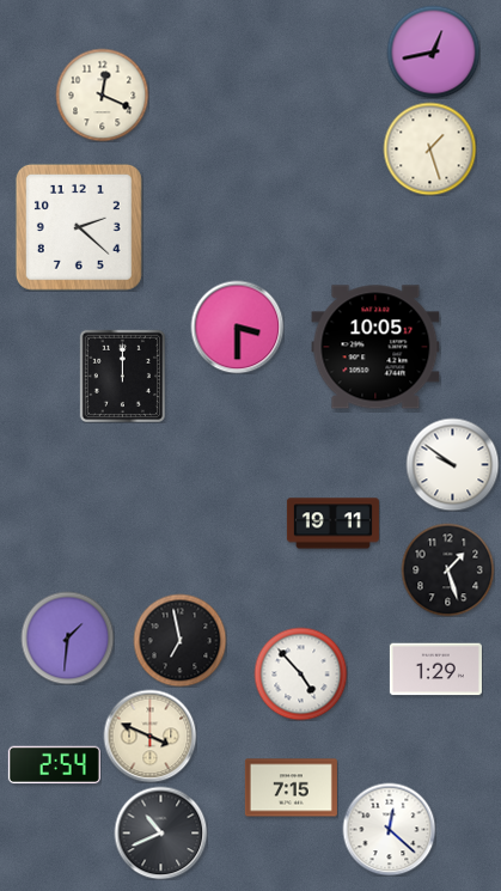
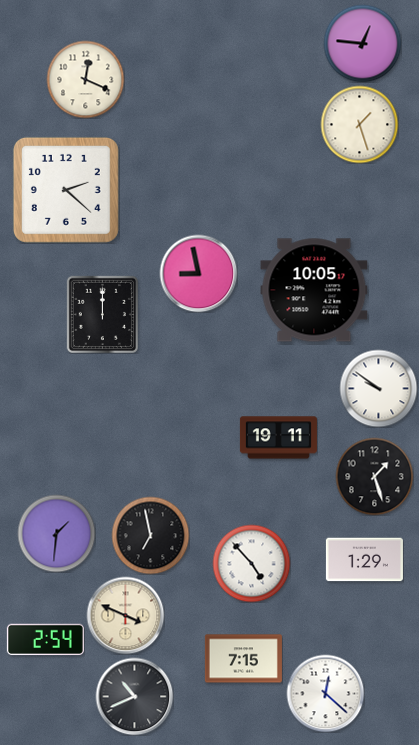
clock at (433, 51): 12:43 -> 12:46
clock at (237, 327): 3:30 -> 8:58
